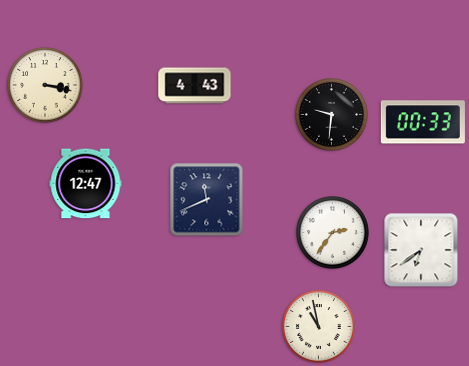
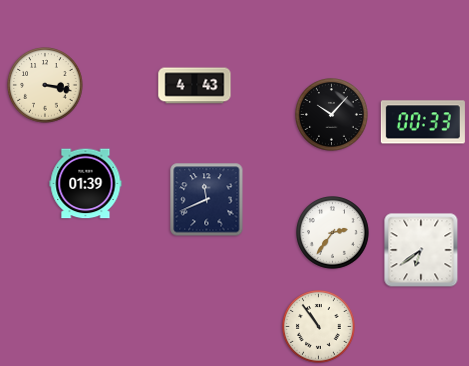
clock at (332, 115): 9:31 -> 10:07
clock at (86, 184): 12:47 -> 01:39
clock at (319, 327): 10:58 -> 10:54
